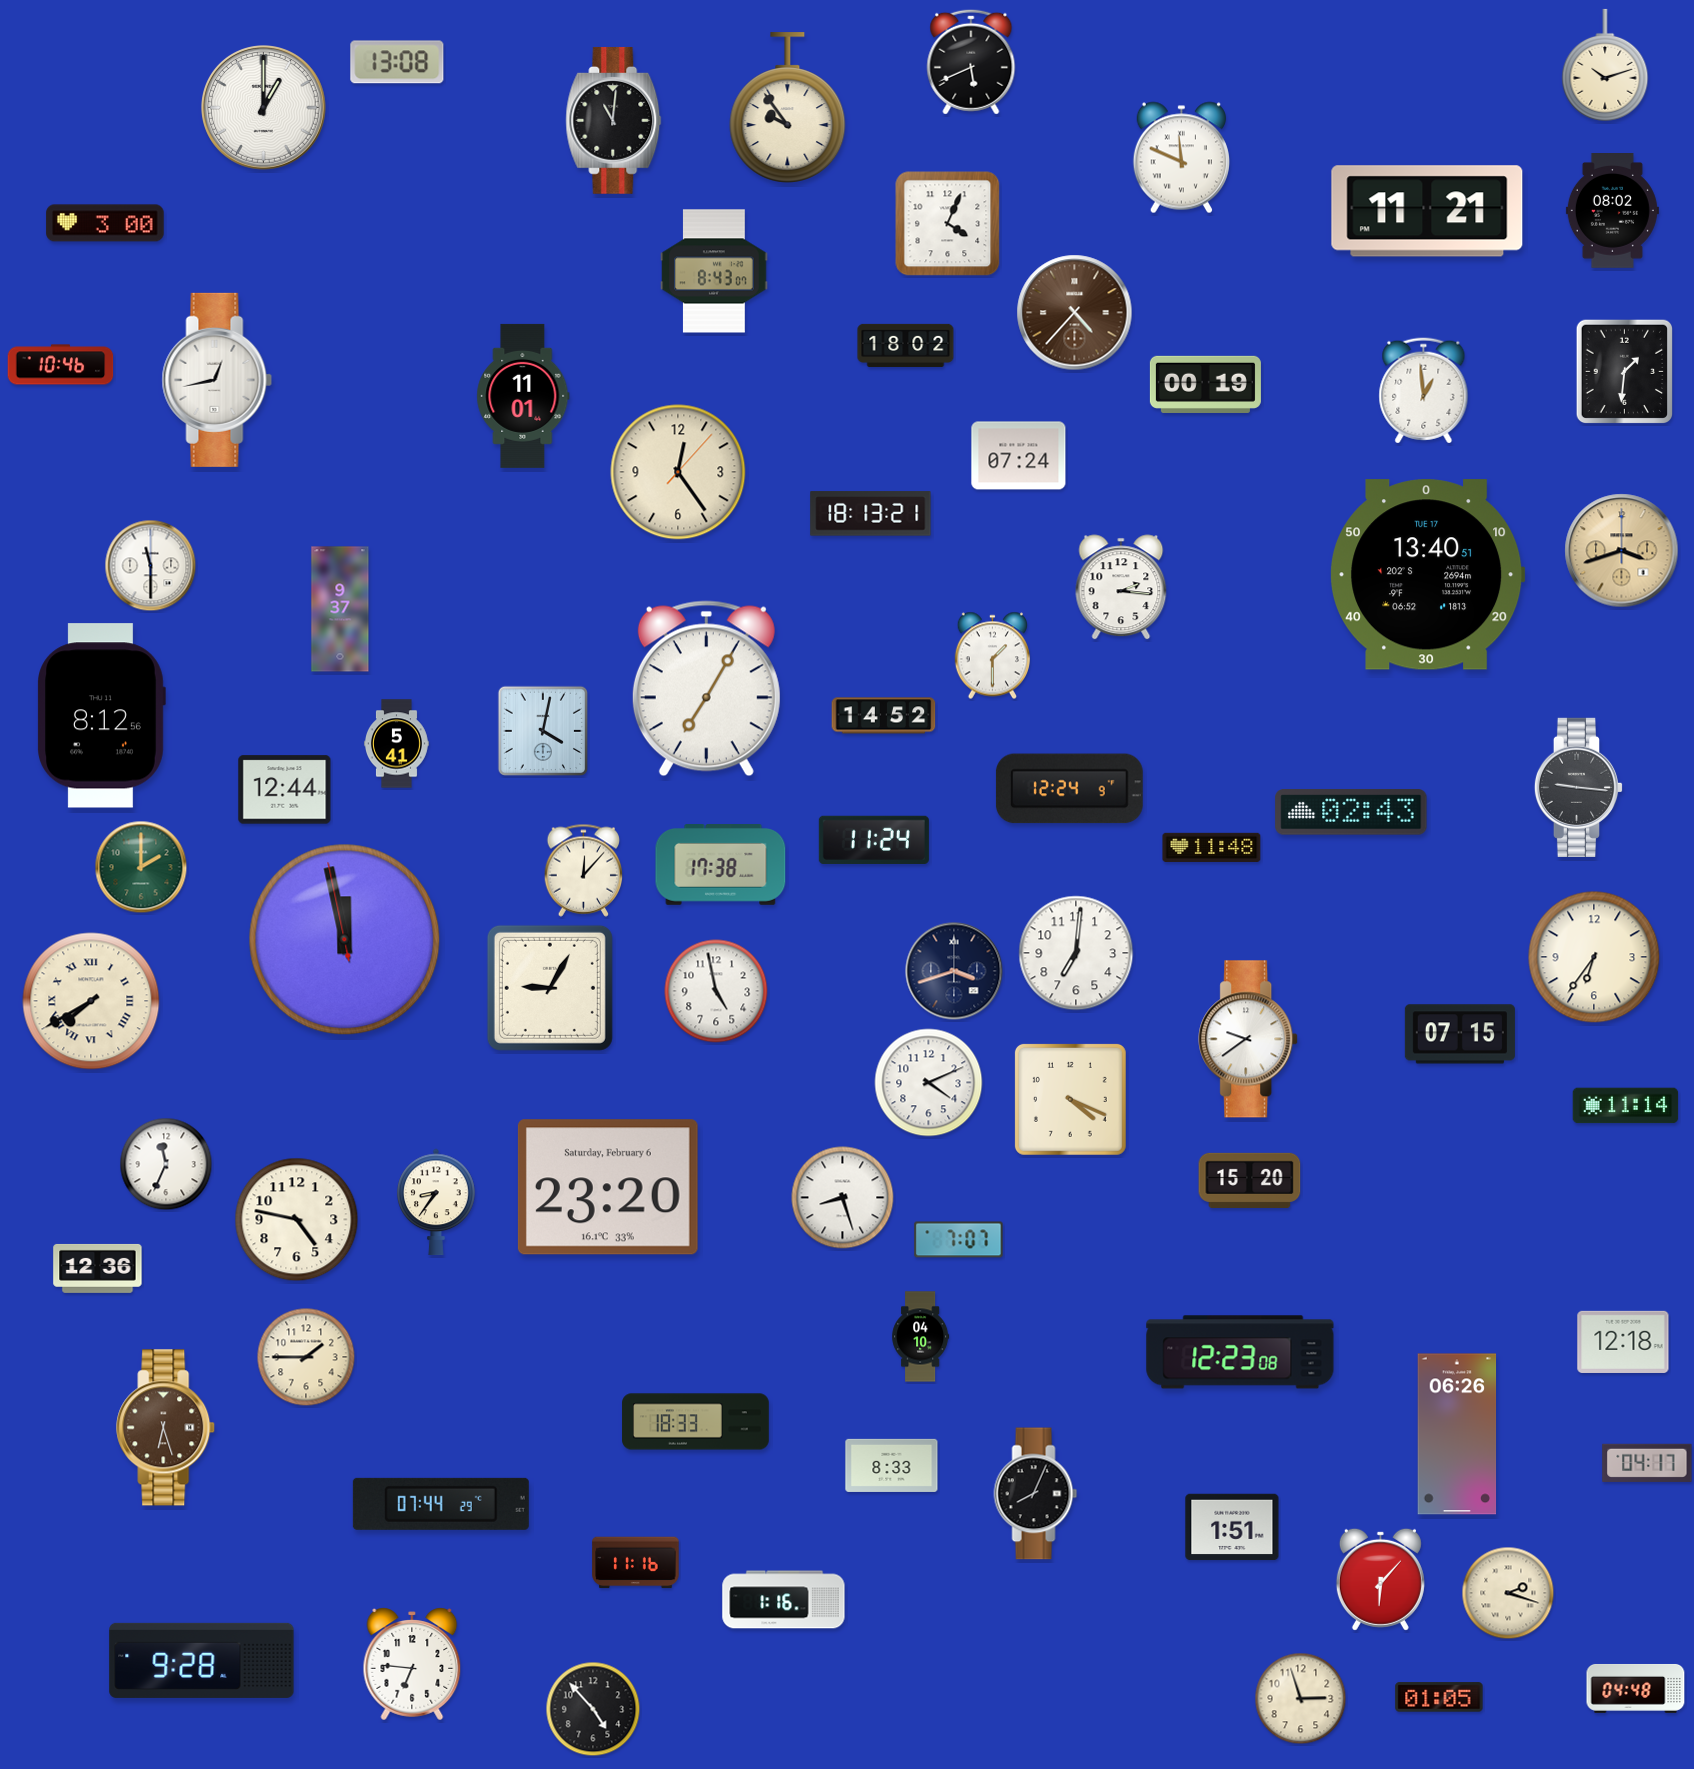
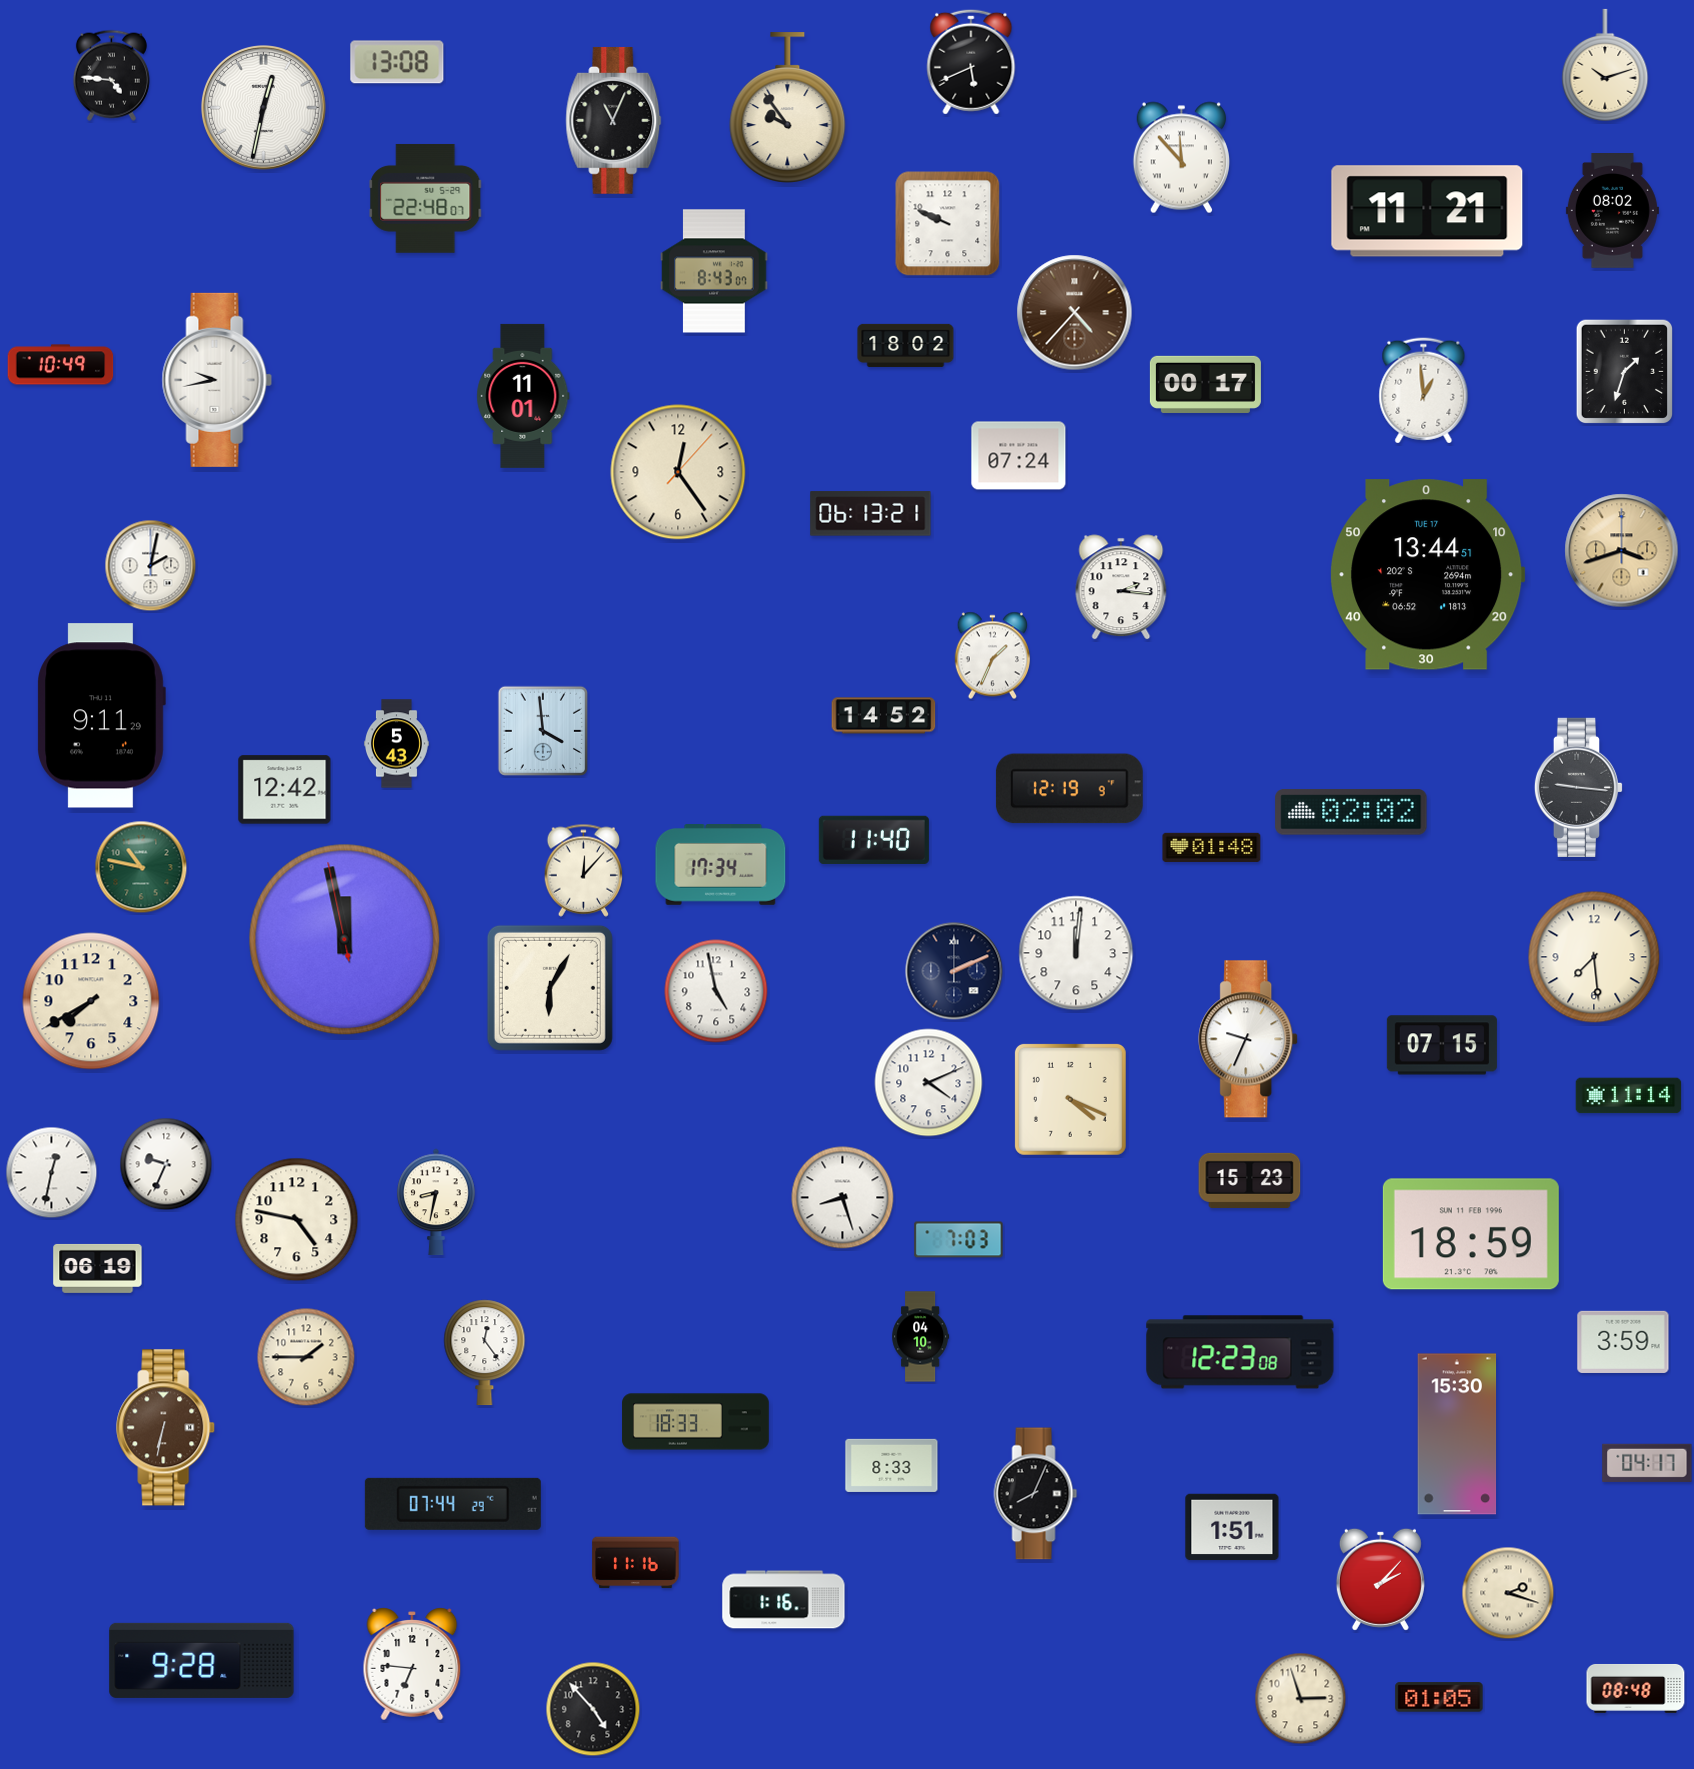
clock at (111, 75): none -> 4:46
clock at (264, 108): 1:00 -> 12:32
clock at (614, 120): 11:01 -> 11:04
clock at (1181, 158): 11:49 -> 11:53
clock at (426, 198): none -> 22:48
clock at (105, 223): 3:00 -> none
clock at (948, 224): 4:04 -> 9:49
clock at (61, 365): 10:46 -> 10:49
clock at (1625, 372): 1:31 -> 1:33
clock at (217, 380): 12:43 -> 9:43
clock at (1205, 384): 00:19 -> 00:17
clock at (871, 514): 18:13 -> 06:13
clock at (151, 566): 11:30 -> 2:02
clock at (1428, 575): 13:40 -> 13:44
clock at (340, 609): 9:37 -> none
clock at (992, 656): 1:30 -> 1:34
clock at (706, 689): 7:05 -> none
clock at (101, 716): 8:12 -> 9:11
clock at (542, 730): 4:02 -> 3:59
clock at (396, 744): 5:41 -> 5:43
clock at (1069, 789): 12:24 -> 12:19
clock at (285, 790): 12:44 -> 12:42
clock at (1351, 812): 02:43 -> 02:02
clock at (874, 840): 11:24 -> 11:40
clock at (1212, 847): 11:48 -> 01:48
clock at (721, 865): 17:38 -> 17:34
clock at (141, 867): 2:00 -> 10:47
clock at (1076, 953): 7:01 -> 12:01
clock at (1594, 957): 6:36 -> 7:29
clock at (954, 971): 3:42 -> 2:11
clock at (550, 988): 9:05 -> 6:05
clock at (91, 1001) numerals: Roman -> Arabic
clock at (1460, 1034) position: (1460, 1034) -> (1442, 1045)
clock at (1249, 1039): 9:39 -> 9:34
clock at (1626, 1106) position: (1626, 1106) -> (1629, 1096)
clock at (166, 1164): 11:34 -> 9:34
clock at (52, 1173): none -> 12:32
clock at (1250, 1180): 15:20 -> 15:23
clock at (608, 1187): 23:20 -> none
clock at (436, 1202): 8:36 -> 8:32
clock at (1471, 1234): none -> 18:59
clock at (959, 1240): 7:07 -> 7:03
clock at (98, 1268): 12:36 -> 06:19
clock at (1623, 1342): 12:18 -> 3:59
clock at (485, 1353): none -> 12:24
clock at (166, 1428): 6:27 -> 6:32
clock at (1457, 1434): 06:26 -> 15:30
clock at (441, 1504) position: (441, 1504) -> (453, 1504)
clock at (1380, 1579): 6:07 -> 2:07
clock at (1636, 1688): 04:48 -> 08:48
